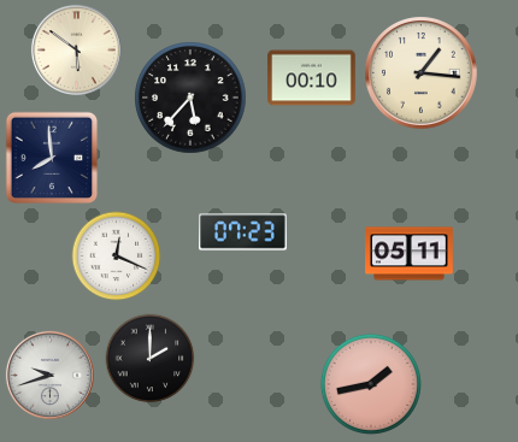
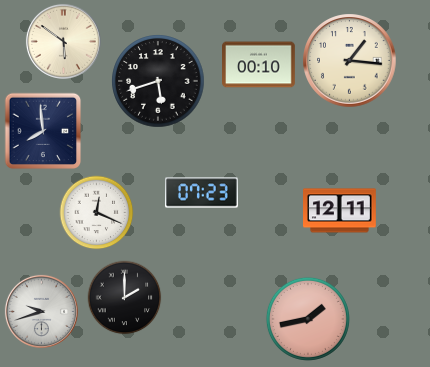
clock at (190, 98): 5:37 -> 5:42
clock at (410, 254): 05:11 -> 12:11
